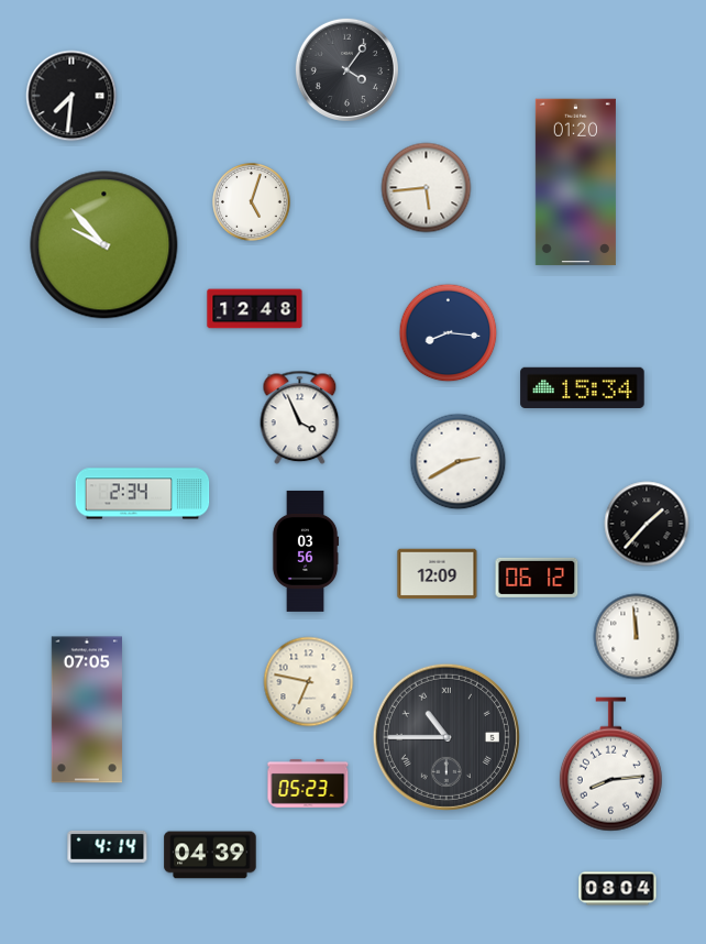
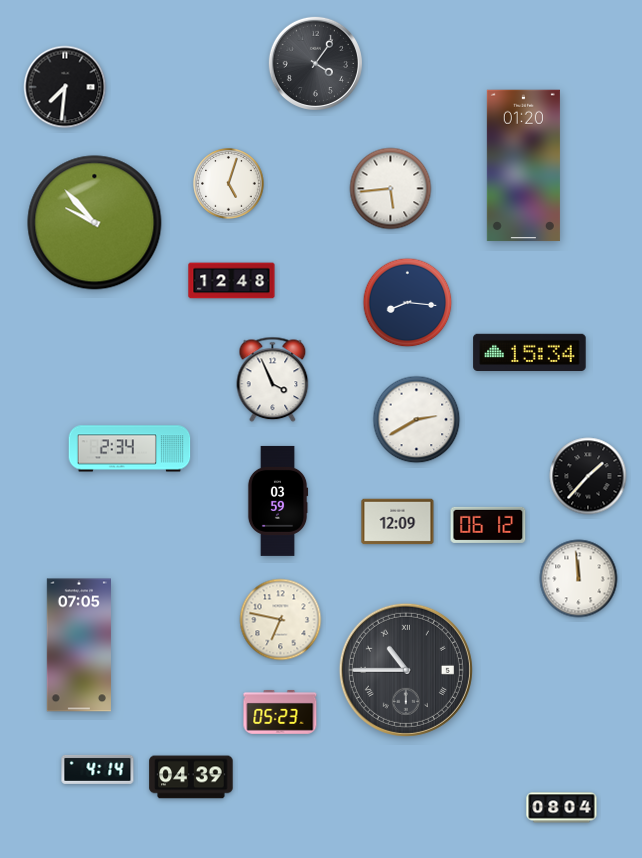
clock at (427, 188) position: (427, 188) -> (391, 189)
clock at (306, 551): 03:56 -> 03:59
clock at (610, 765): 8:14 -> none
